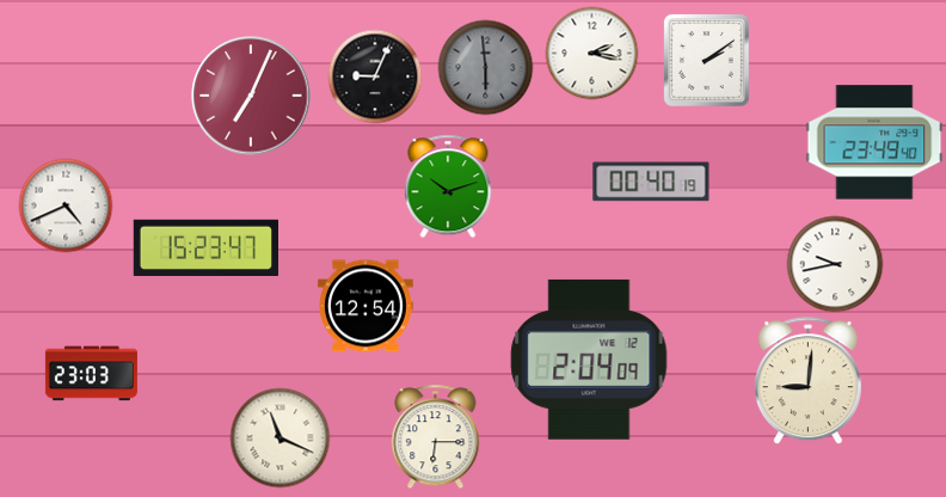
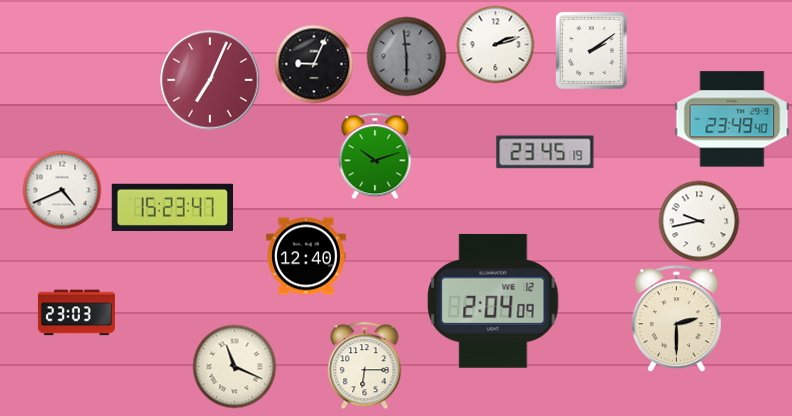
clock at (591, 53): 2:17 -> 2:12
clock at (651, 182): 00:40 -> 23:45
clock at (66, 205) position: (66, 205) -> (62, 190)
clock at (365, 306): 12:54 -> 12:40
clock at (807, 381): 9:01 -> 2:30
